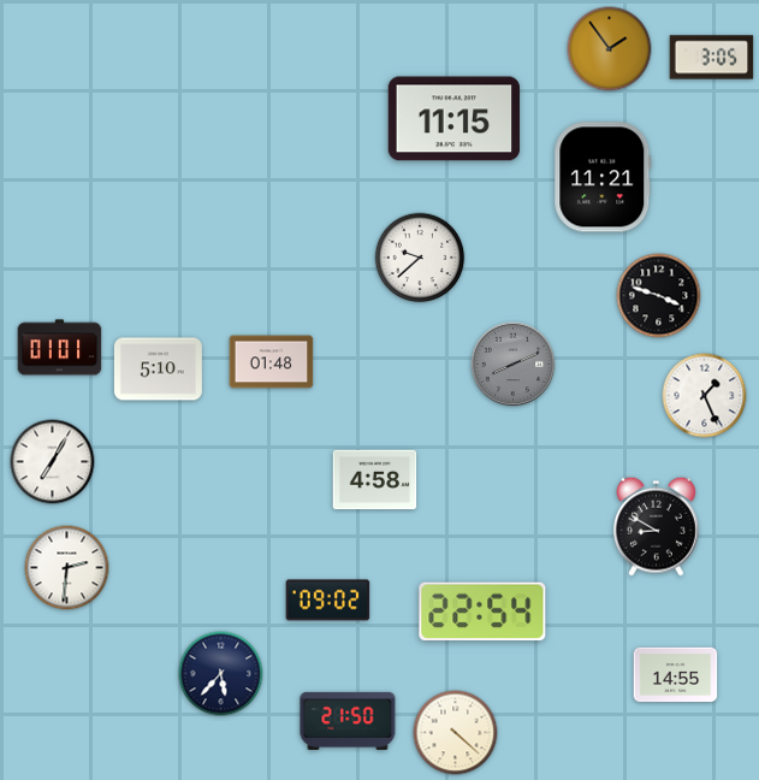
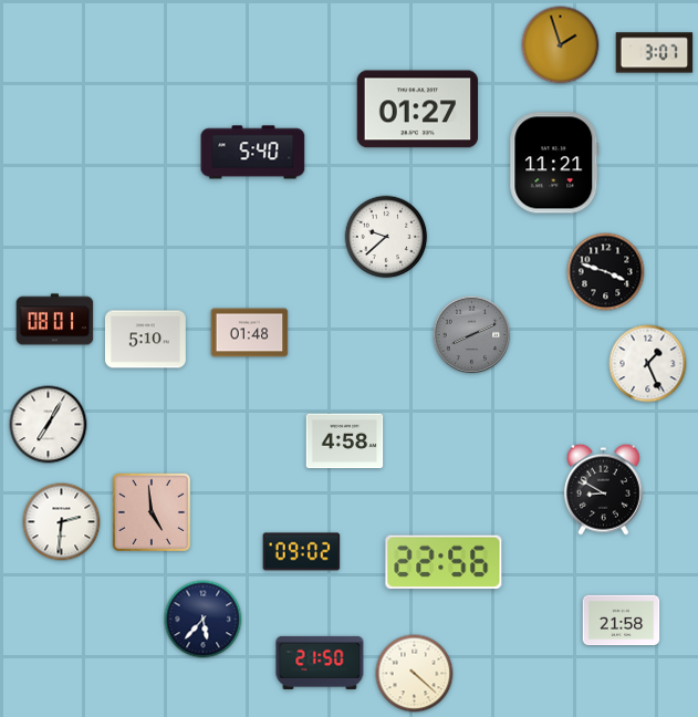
clock at (610, 49): 1:54 -> 1:57
clock at (712, 58): 3:05 -> 3:07
clock at (455, 119): 11:15 -> 01:27
clock at (253, 153): none -> 5:40
clock at (60, 348): 01:01 -> 08:01
clock at (656, 526) position: (656, 526) -> (603, 489)
clock at (150, 511): none -> 4:59
clock at (482, 611): 22:54 -> 22:56
clock at (676, 675): 14:55 -> 21:58
clock at (456, 733) position: (456, 733) -> (415, 674)
